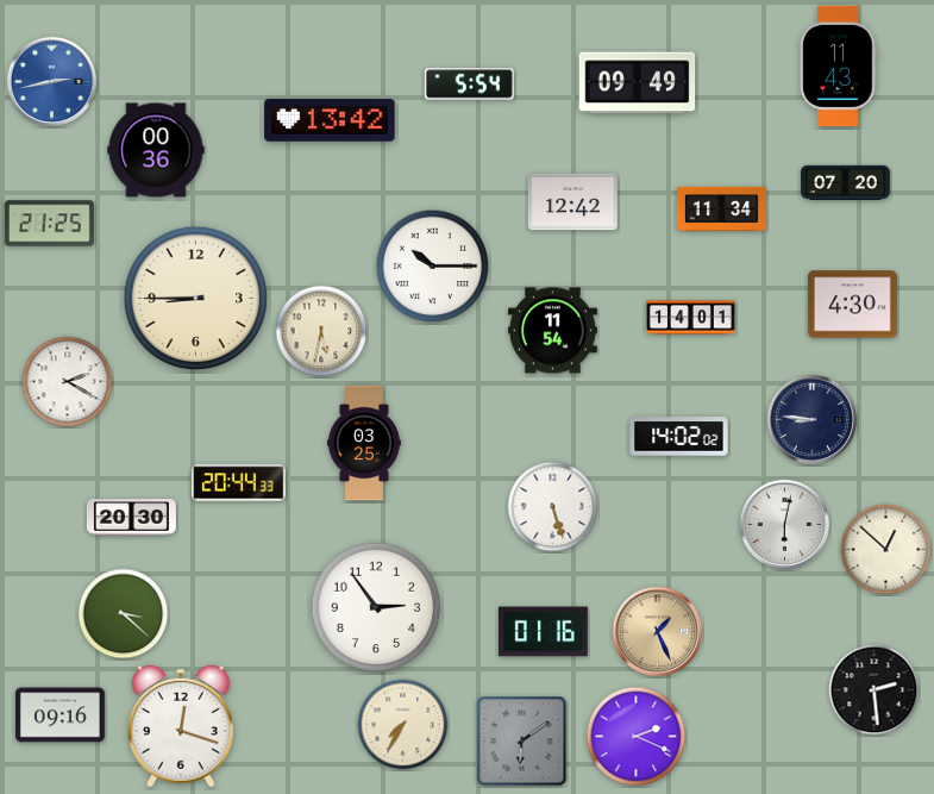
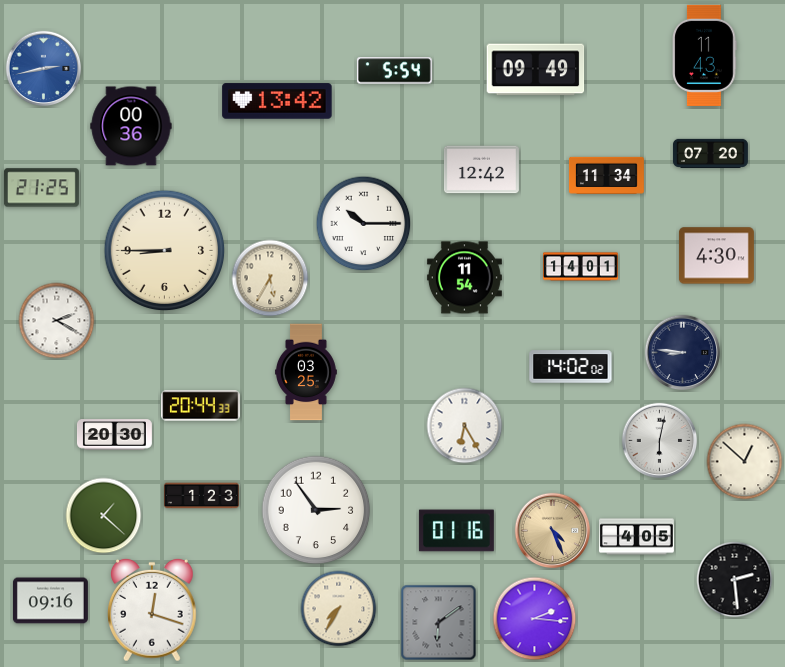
clock at (321, 331): 5:32 -> 5:35
clock at (553, 507): 5:27 -> 6:25
clock at (131, 518) position: (131, 518) -> (114, 435)
clock at (201, 496): none -> 1:23
clock at (124, 614): 3:22 -> 1:22
clock at (658, 632): 1:26 -> 4:26
clock at (636, 537): none -> 4:05
clock at (637, 737): 2:19 -> 2:16
